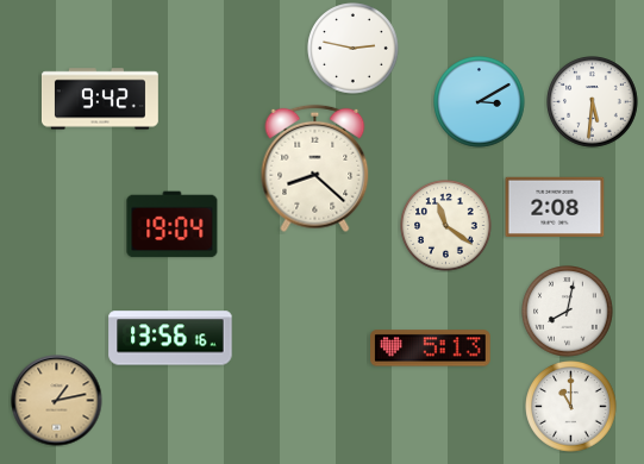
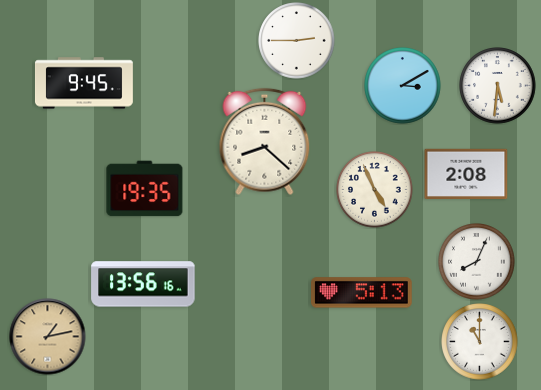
clock at (354, 49): 2:47 -> 2:45
clock at (100, 99): 9:42 -> 9:45
clock at (173, 225): 19:04 -> 19:35
clock at (446, 226): 11:21 -> 4:56
clock at (568, 312): 8:02 -> 8:04
